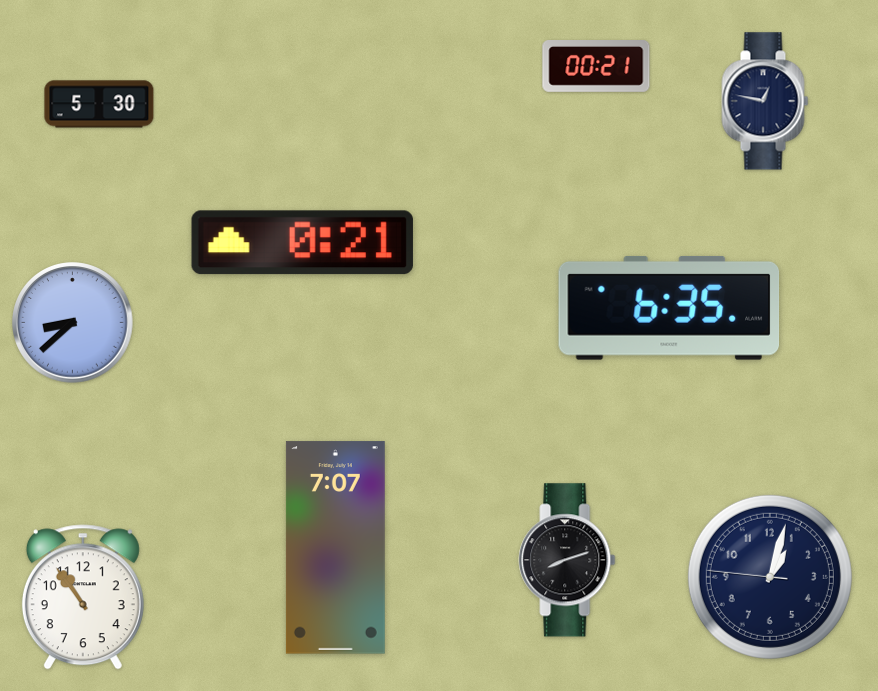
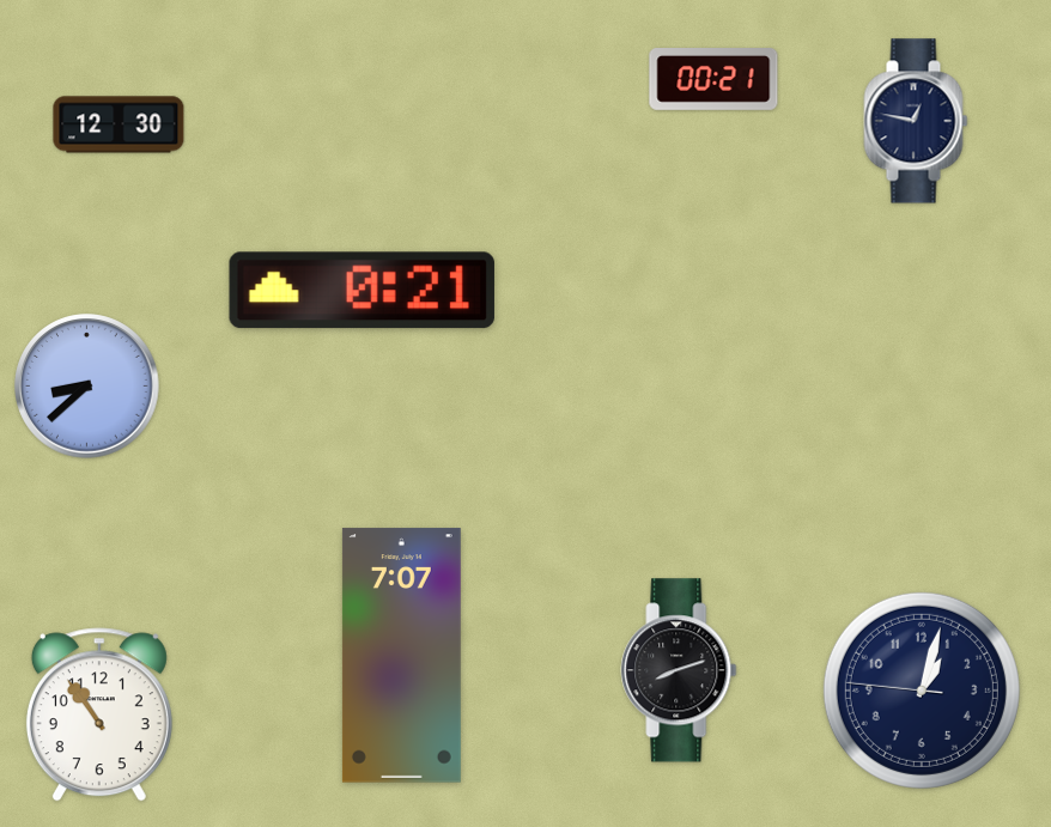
clock at (99, 104): 5:30 -> 12:30
clock at (669, 308): 6:35 -> none
